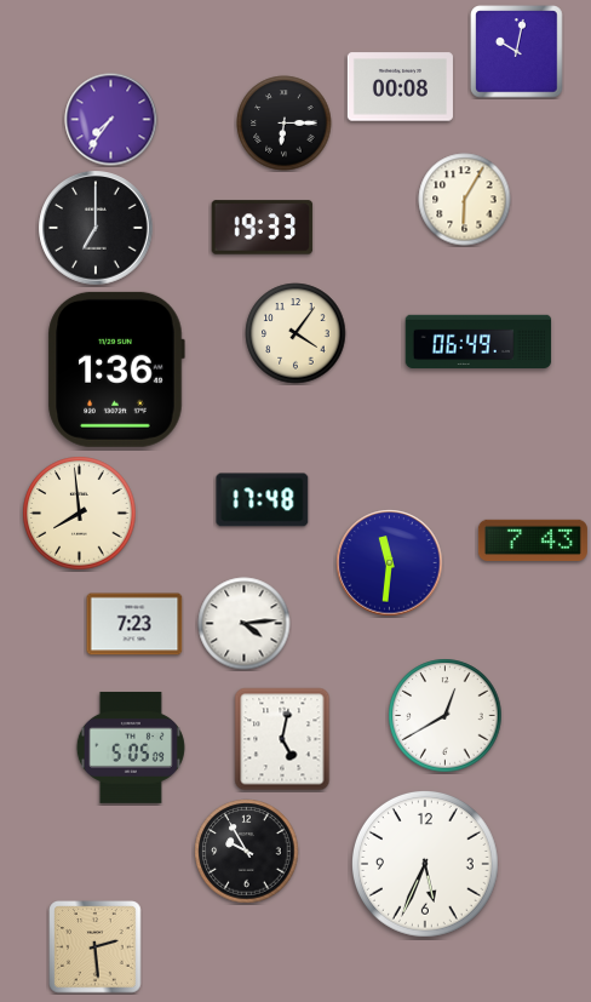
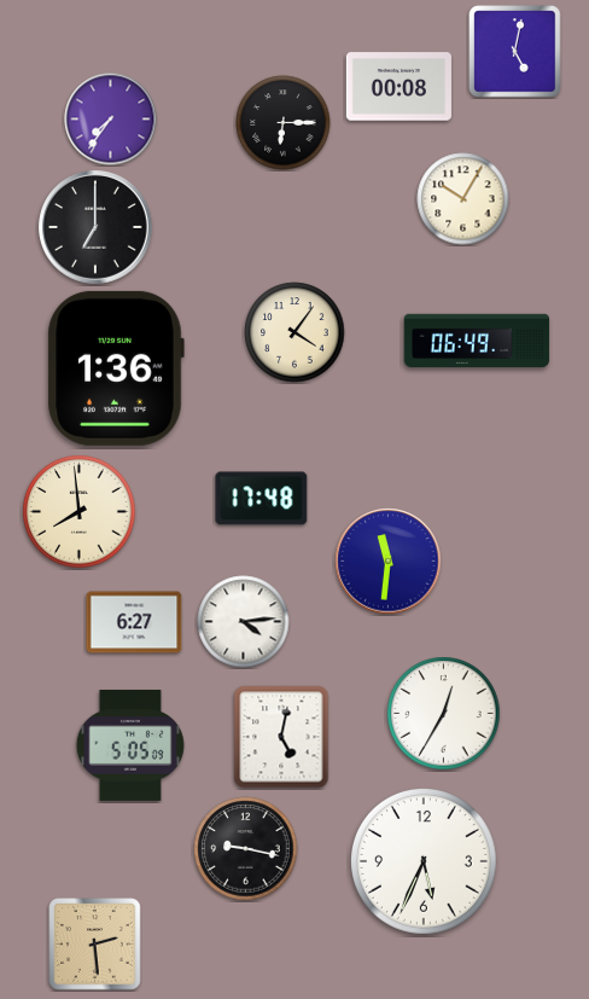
clock at (517, 52): 10:02 -> 5:02
clock at (465, 200): 6:05 -> 10:05
clock at (263, 228): 19:33 -> none
clock at (533, 539): 7:43 -> none
clock at (134, 624): 7:23 -> 6:27
clock at (446, 716): 12:40 -> 12:35
clock at (247, 852): 9:55 -> 9:17
